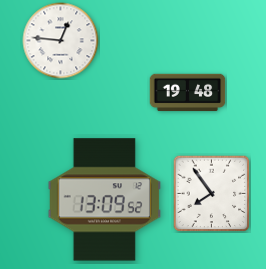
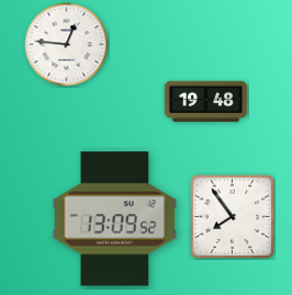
clock at (212, 194) position: (212, 194) -> (233, 217)
